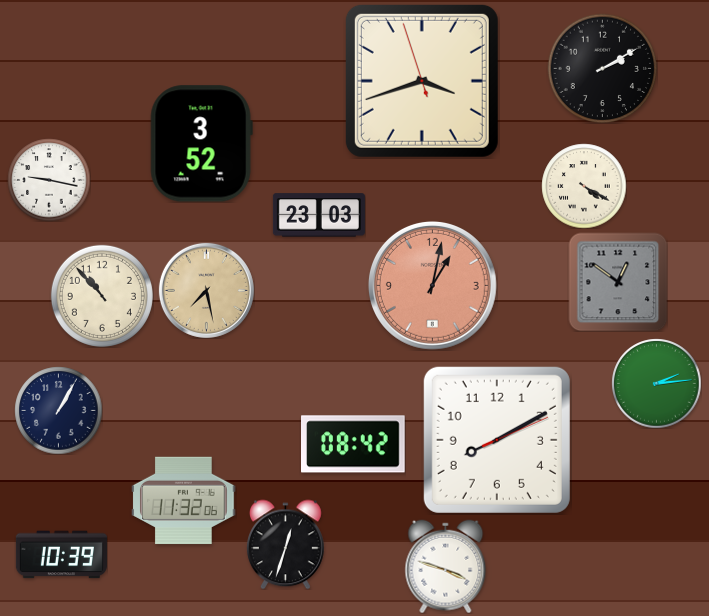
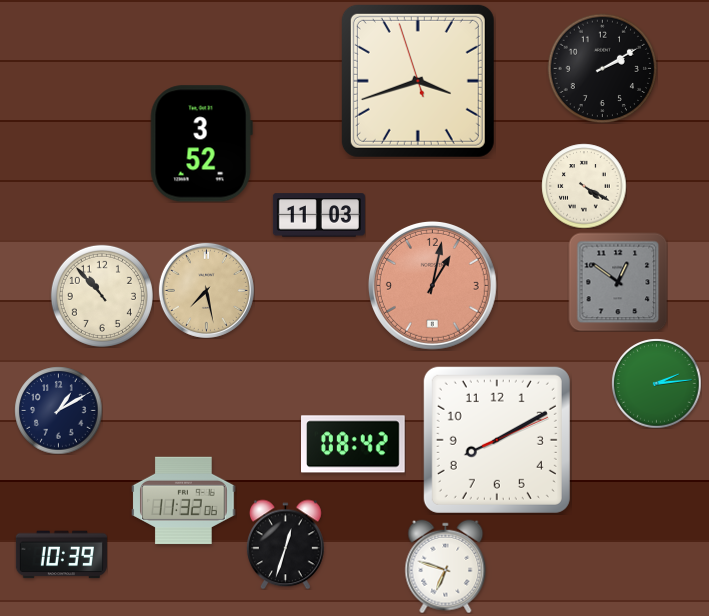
clock at (422, 81) position: (422, 81) -> (418, 81)
clock at (49, 180): 9:17 -> none
clock at (319, 215): 23:03 -> 11:03
clock at (58, 410): 1:05 -> 1:10
clock at (446, 566): 3:48 -> 6:48
